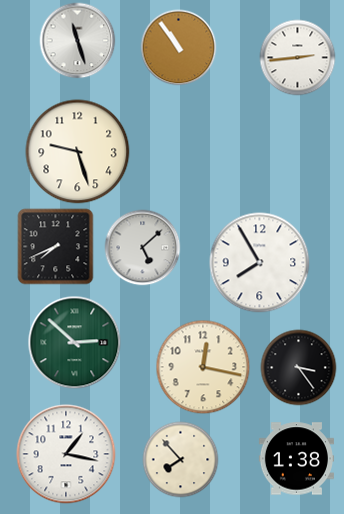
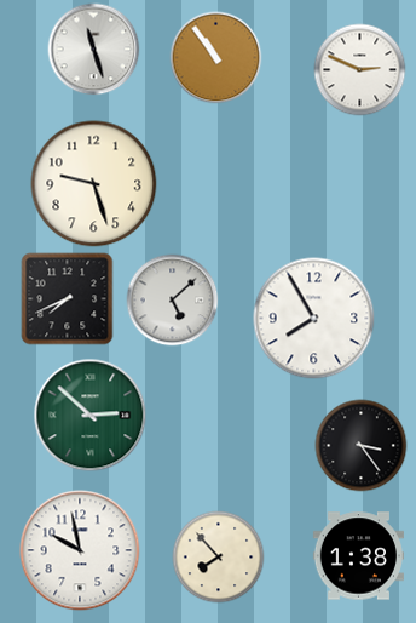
clock at (298, 58): 2:44 -> 2:49
clock at (203, 367): 12:17 -> none
clock at (66, 454): 1:17 -> 9:58
